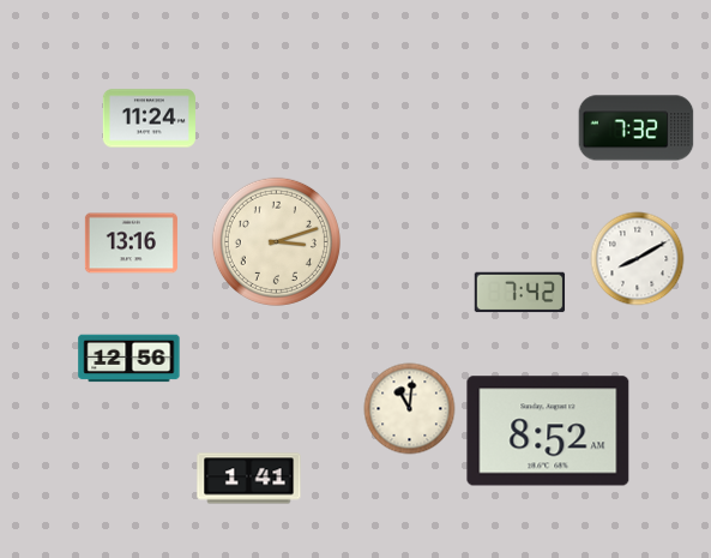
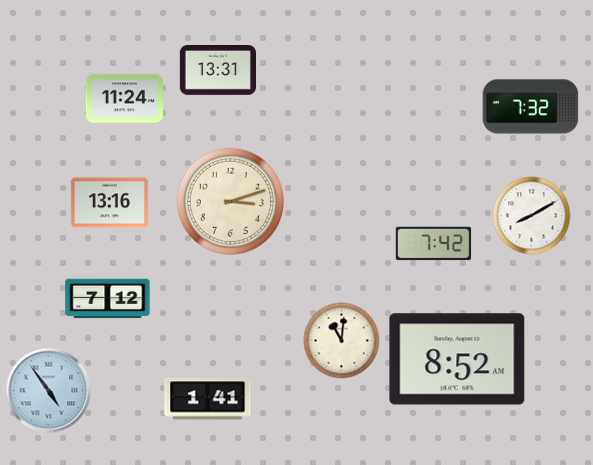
clock at (217, 71): none -> 13:31
clock at (129, 359): 12:56 -> 7:12
clock at (49, 391): none -> 4:54
